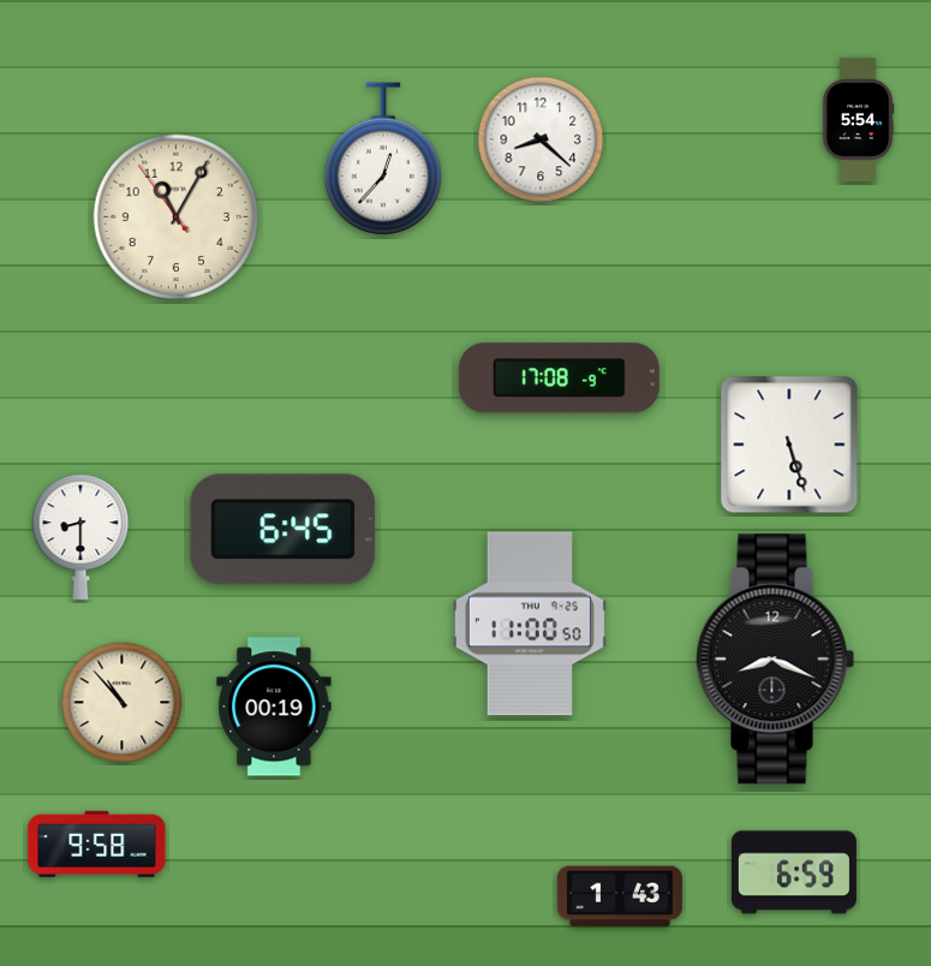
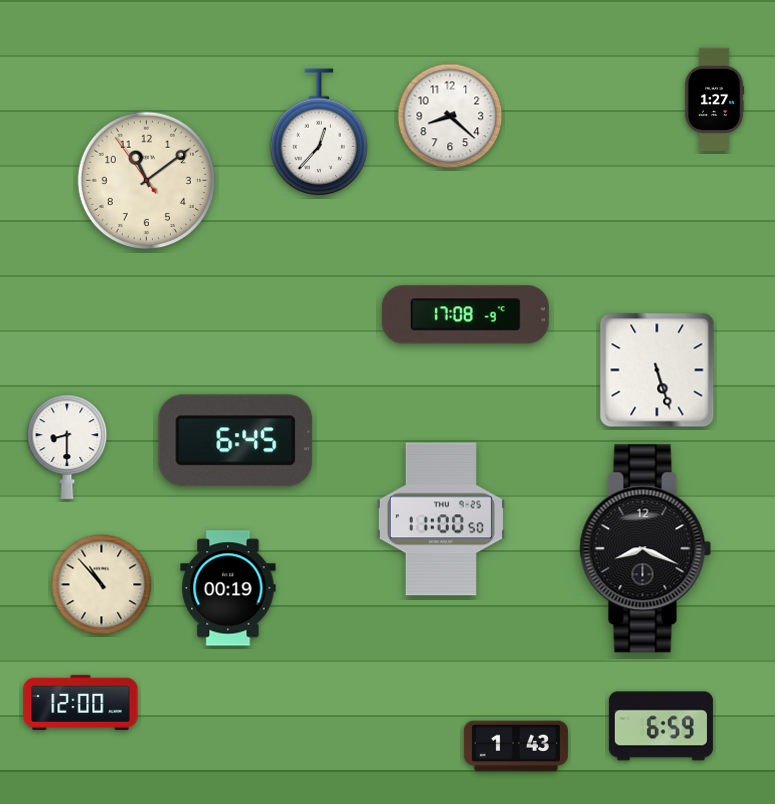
clock at (858, 119): 5:54 -> 1:27
clock at (177, 217): 11:04 -> 11:08
clock at (97, 843): 9:58 -> 12:00
